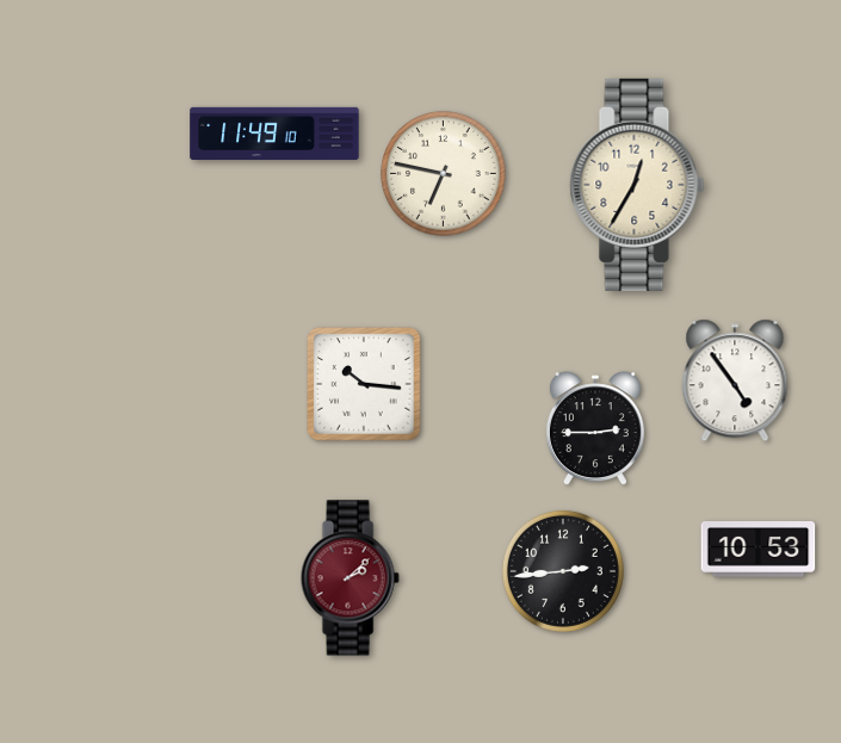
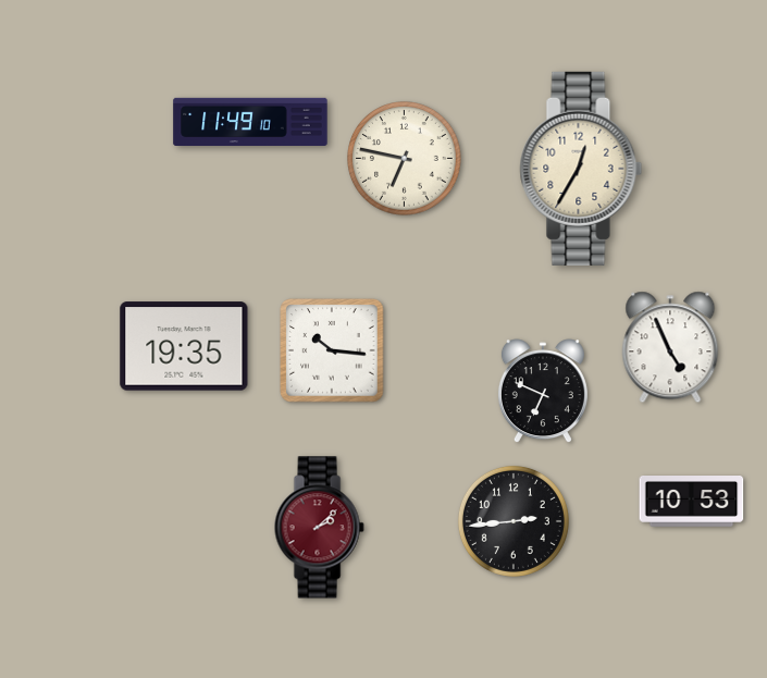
clock at (184, 346): none -> 19:35
clock at (735, 380): 4:54 -> 4:56
clock at (595, 429): 2:45 -> 6:49
